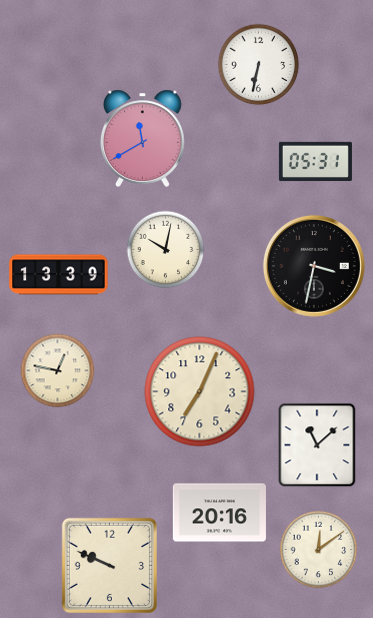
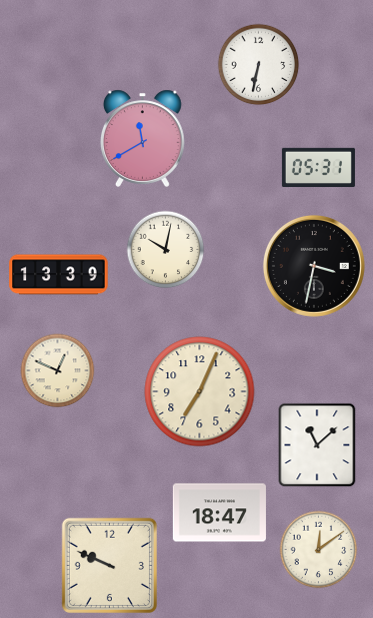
clock at (315, 161) position: (315, 161) -> (318, 167)
clock at (58, 371): 12:47 -> 12:49
clock at (219, 513): 20:16 -> 18:47
